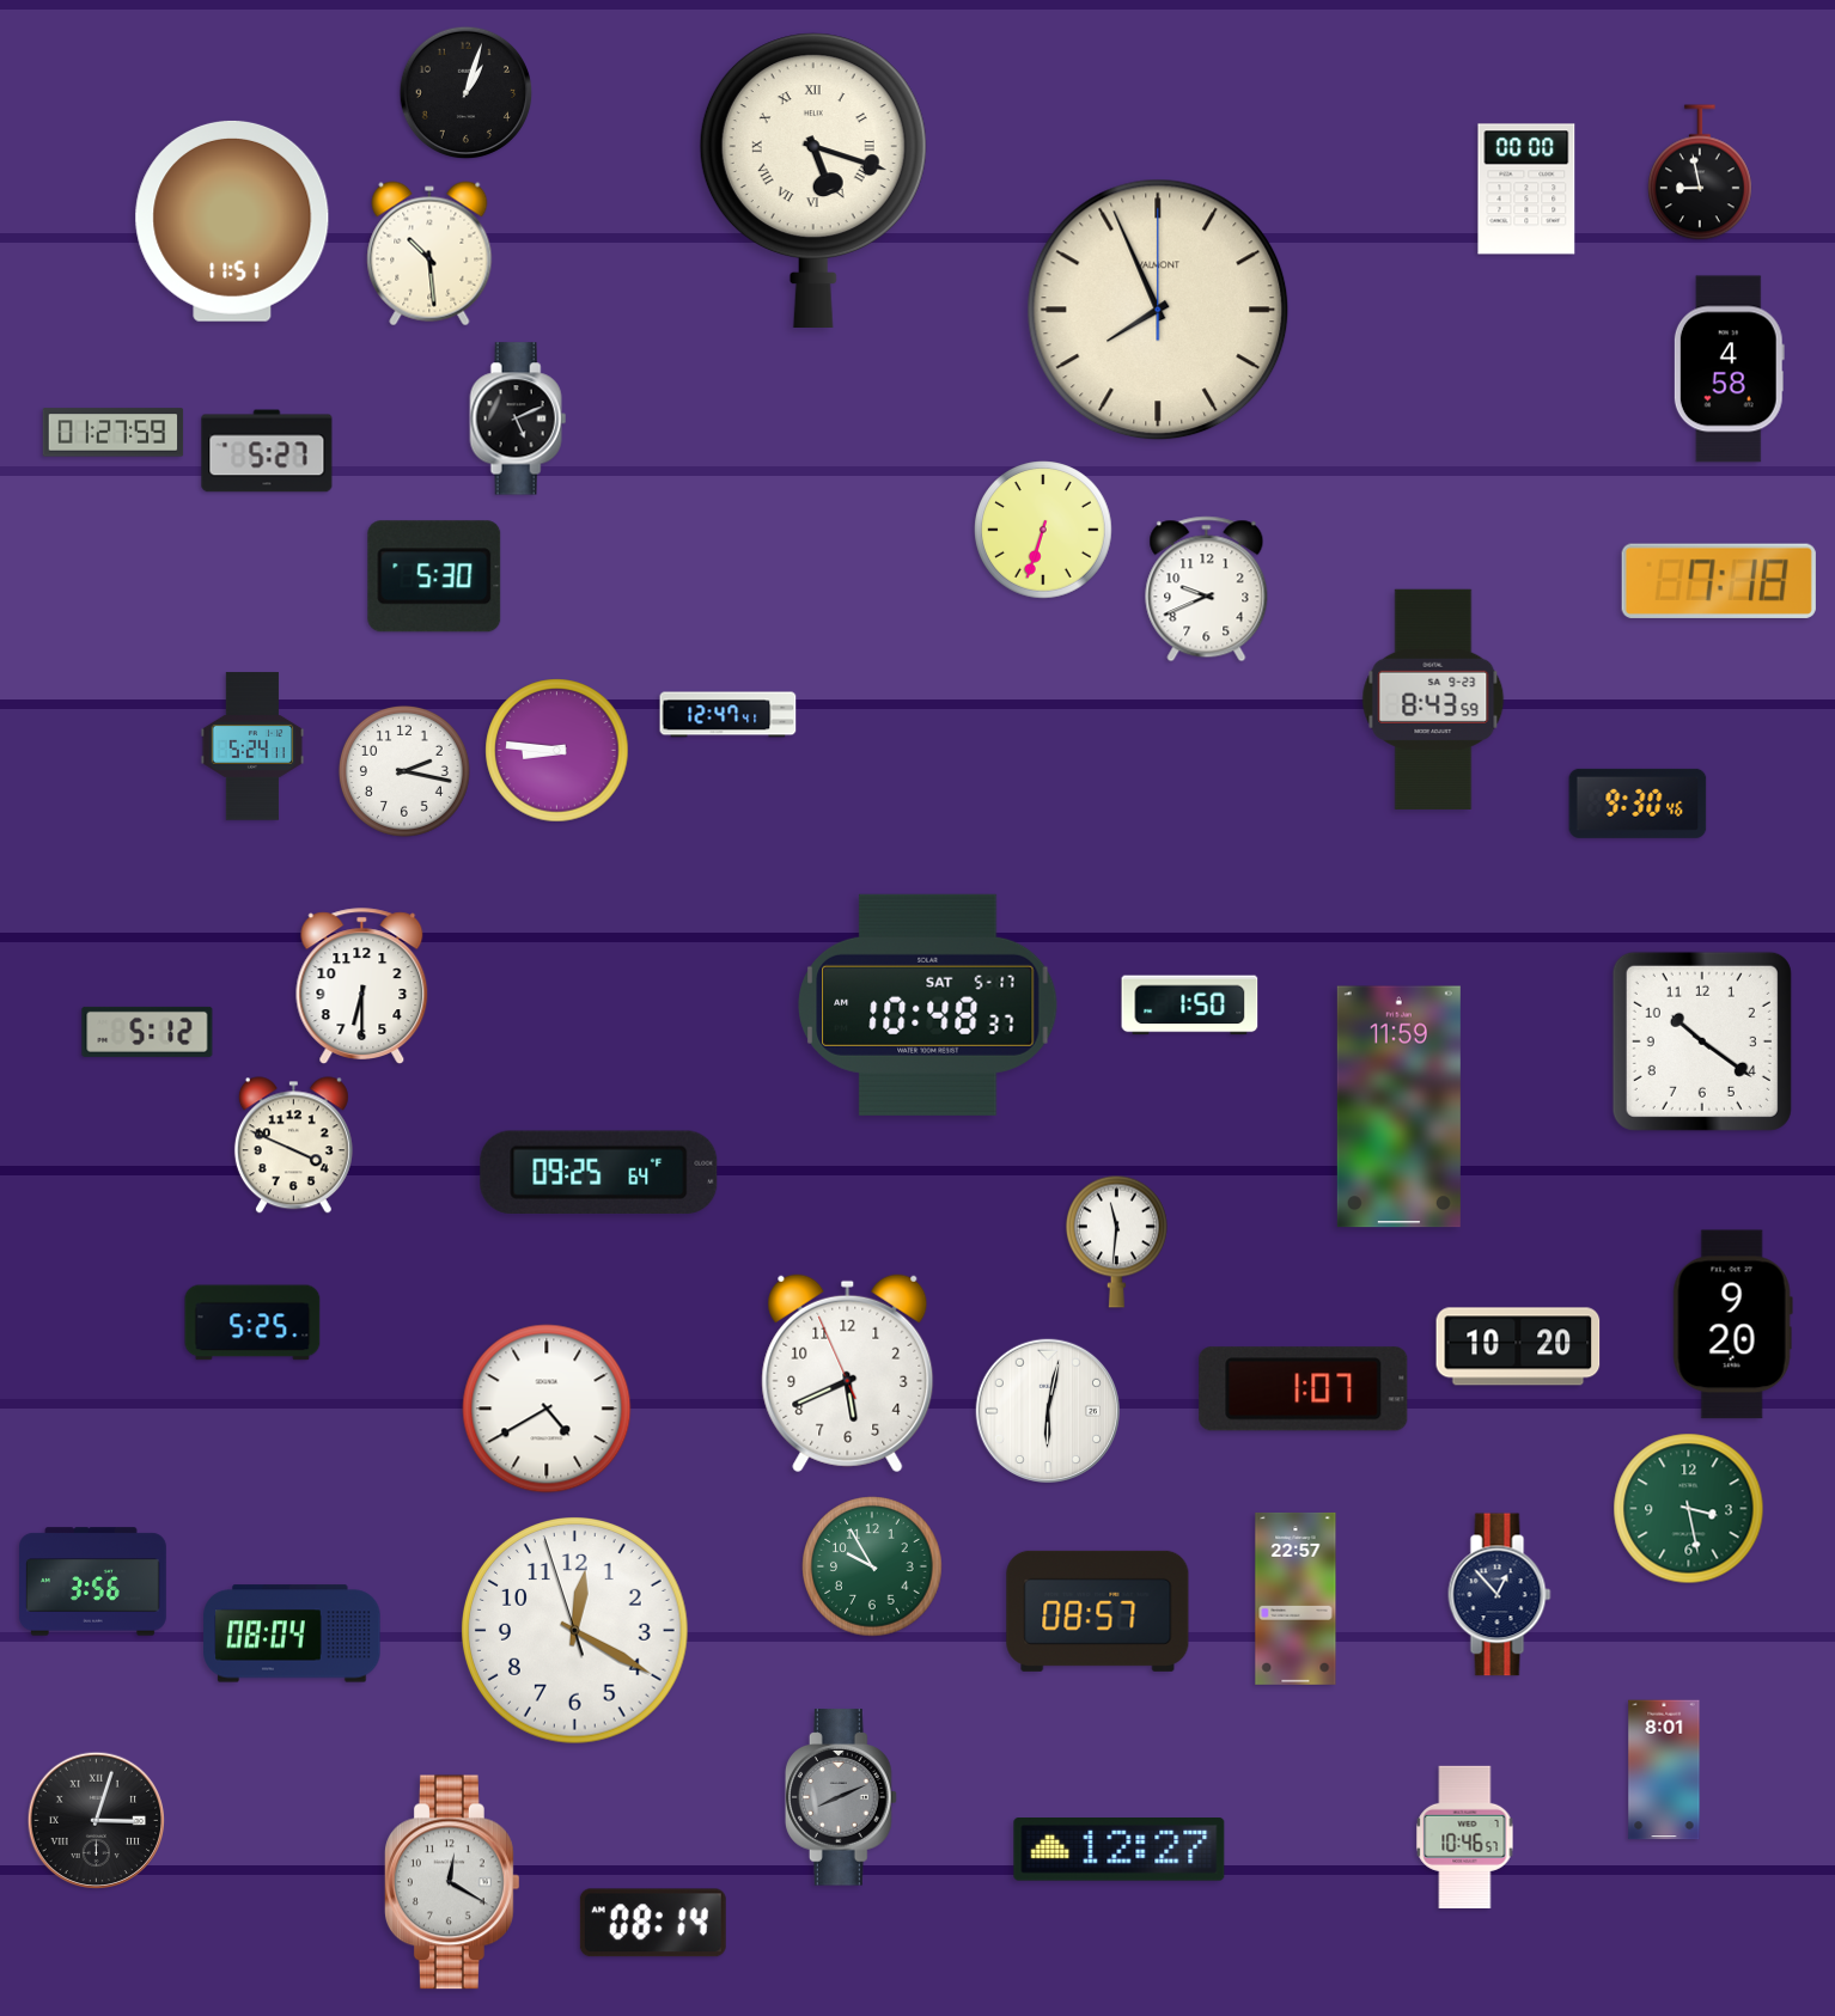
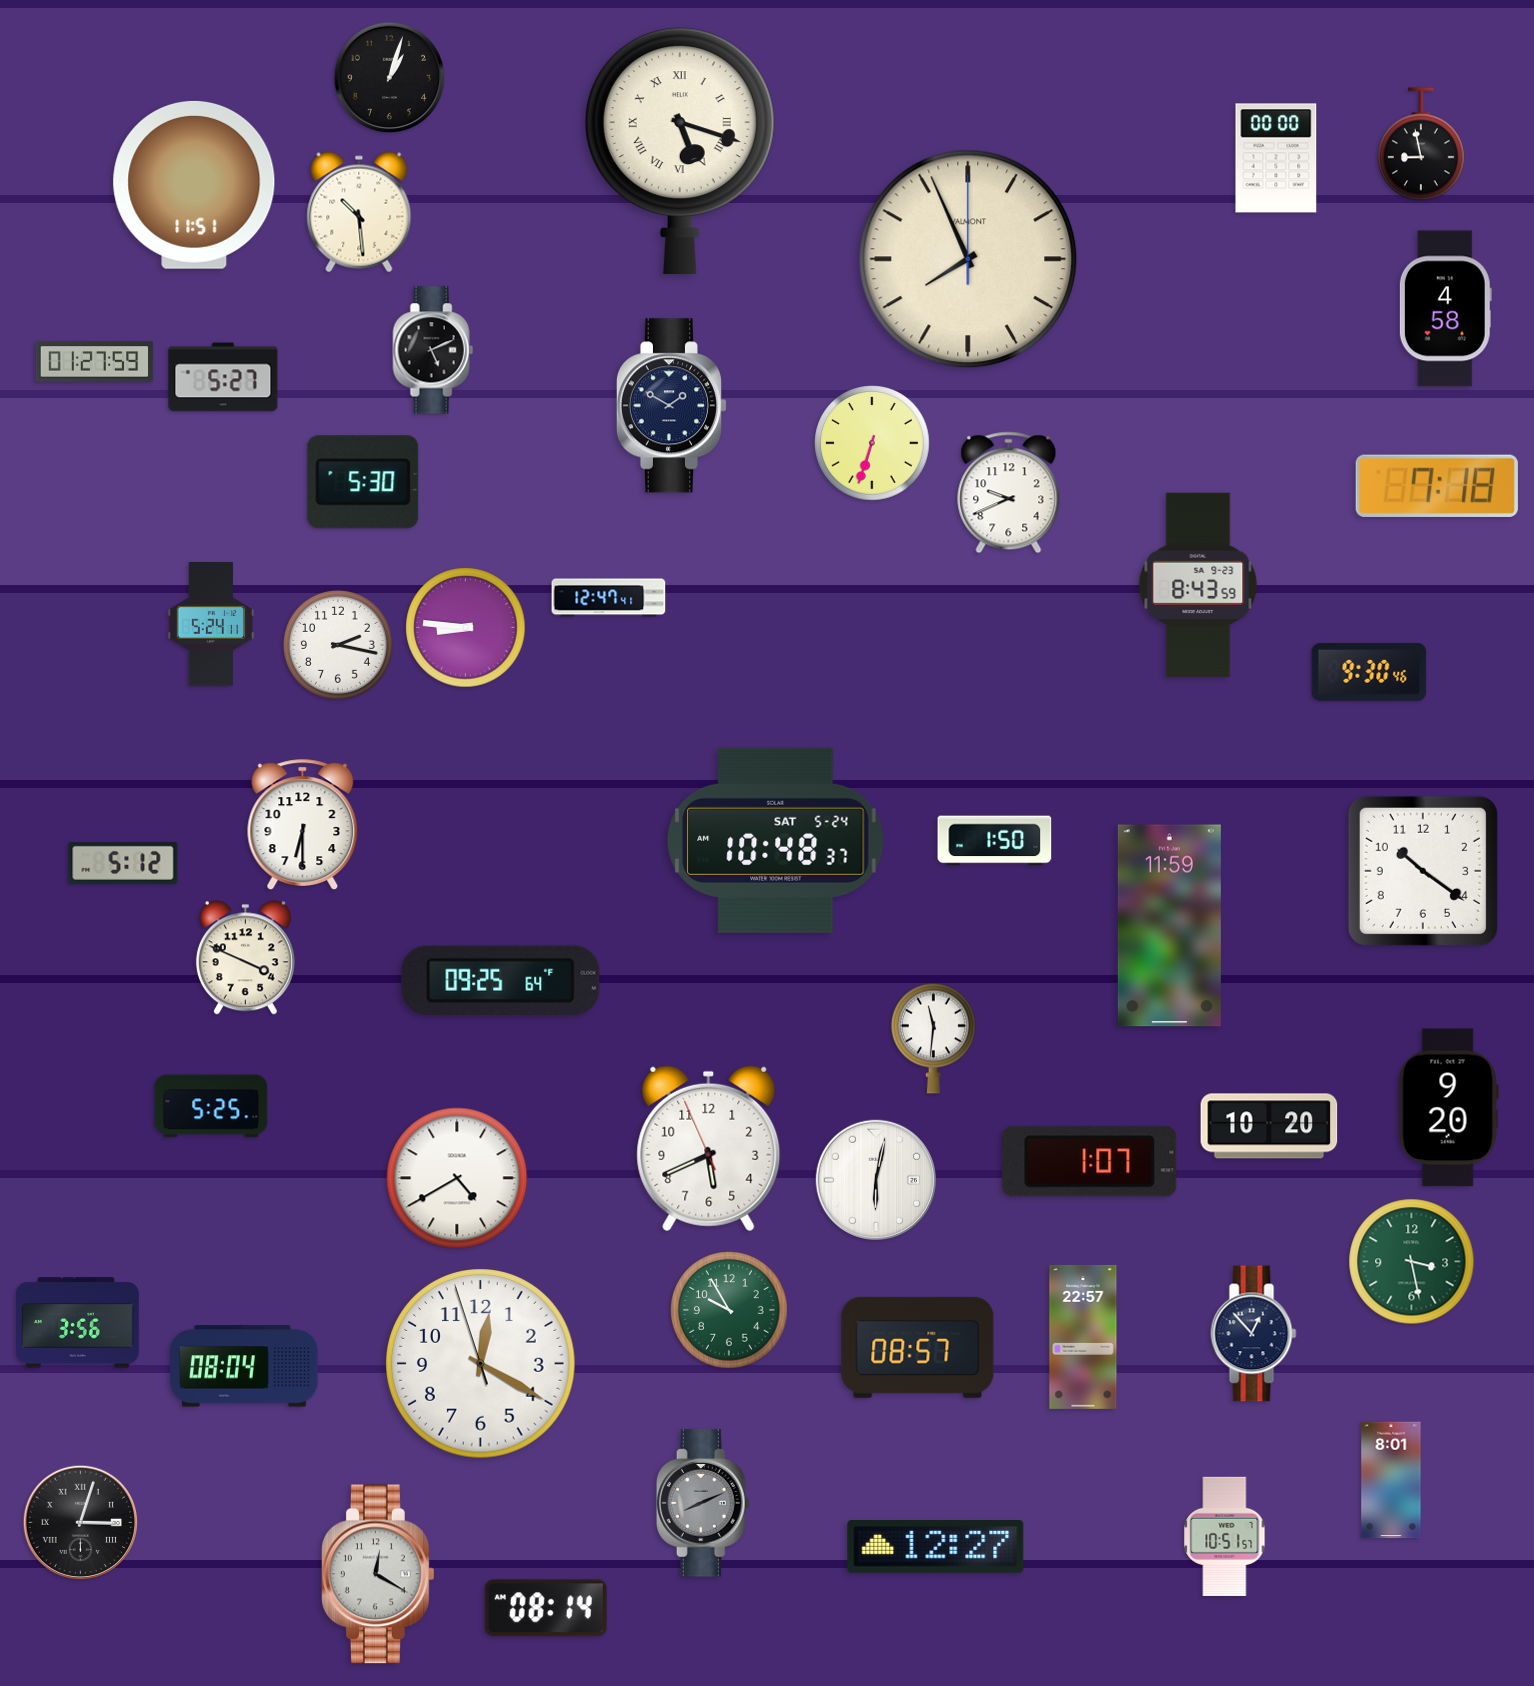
clock at (671, 406): none -> 1:50
clock at (928, 1004) date: SAT 5-17 -> SAT 5-24
clock at (1465, 1837): 10:46 -> 10:51
